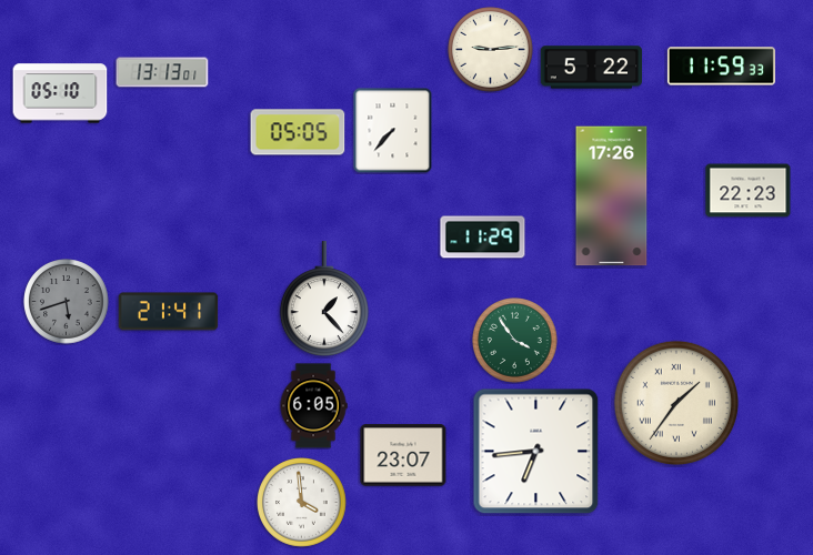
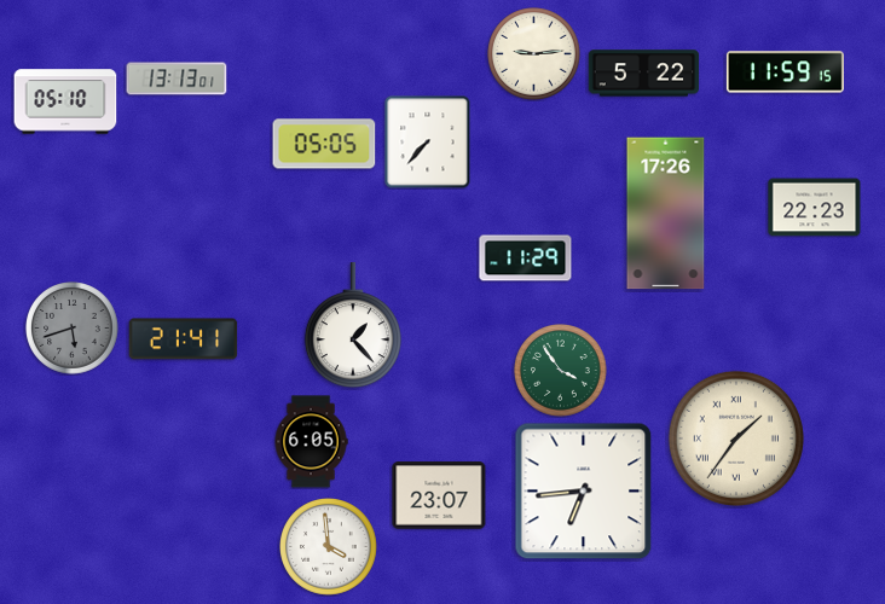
clock at (721, 67): 11:59:33 -> 11:59:15
clock at (313, 406) position: (313, 406) -> (311, 442)
